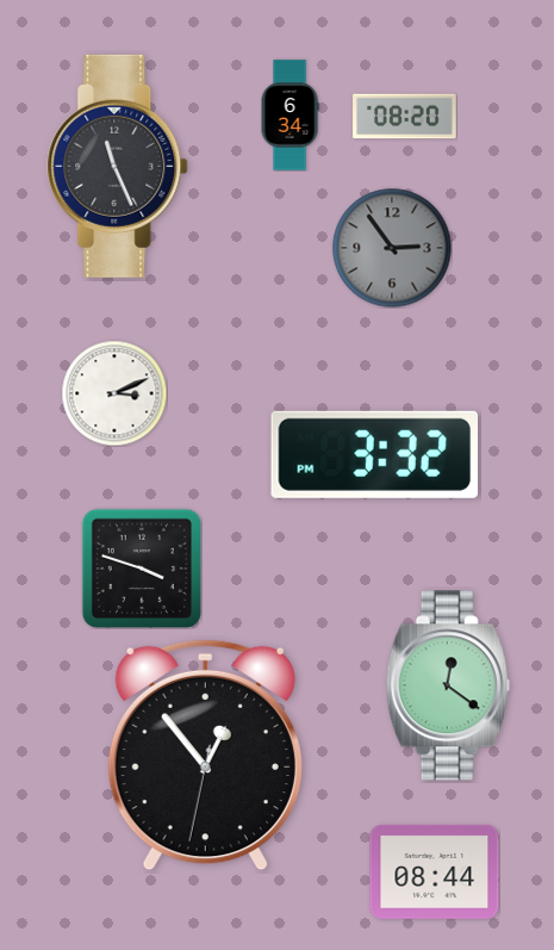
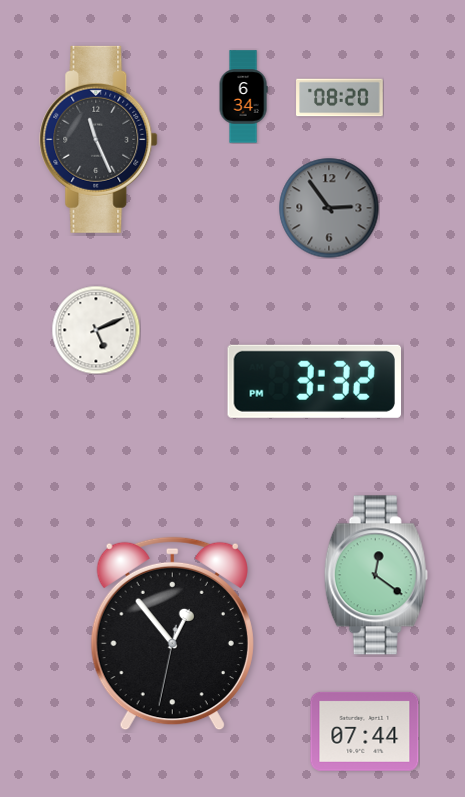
clock at (114, 393): 3:11 -> 5:11
clock at (141, 567): 3:48 -> none
clock at (435, 871): 08:44 -> 07:44
